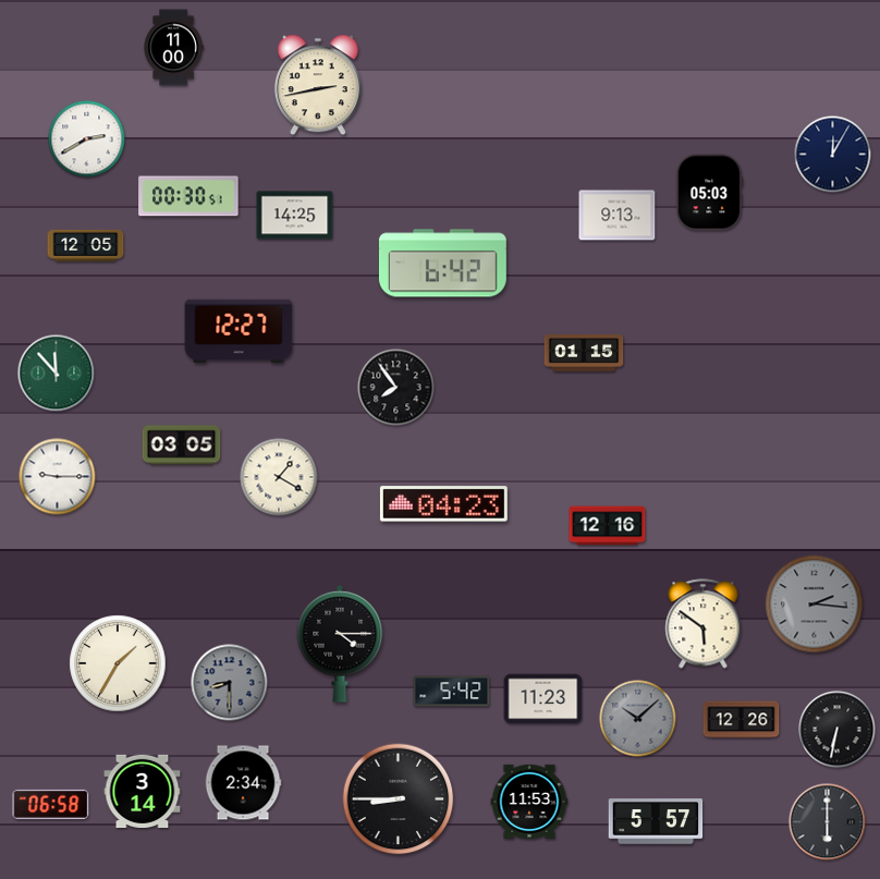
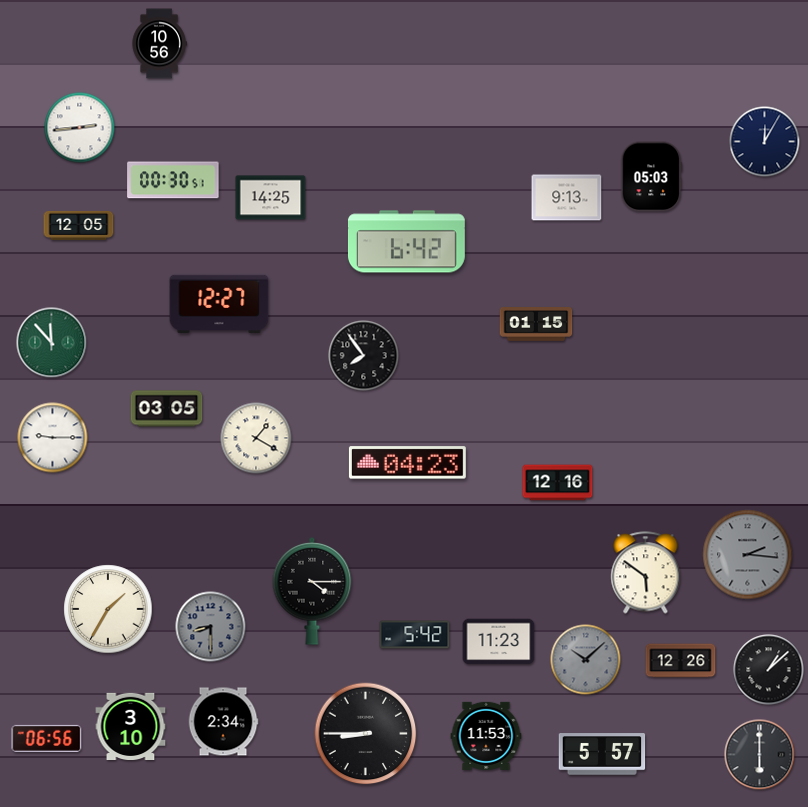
clock at (173, 48): 11:00 -> 10:56
clock at (318, 85): 2:43 -> none
clock at (87, 139): 2:40 -> 2:44
clock at (838, 730): 6:32 -> 1:08
clock at (243, 783) position: (243, 783) -> (223, 722)
clock at (143, 791): 3:14 -> 3:10
clock at (51, 804): 06:58 -> 06:56
